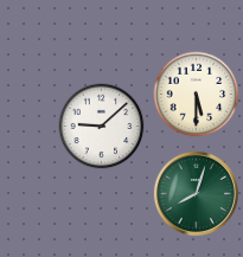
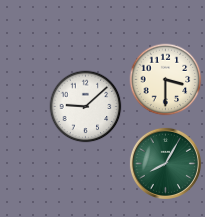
clock at (197, 95): 5:30 -> 3:30
clock at (196, 193): 8:03 -> 8:05
